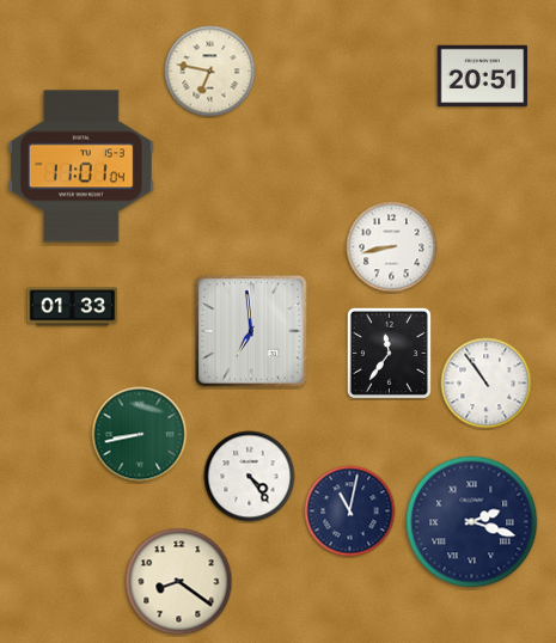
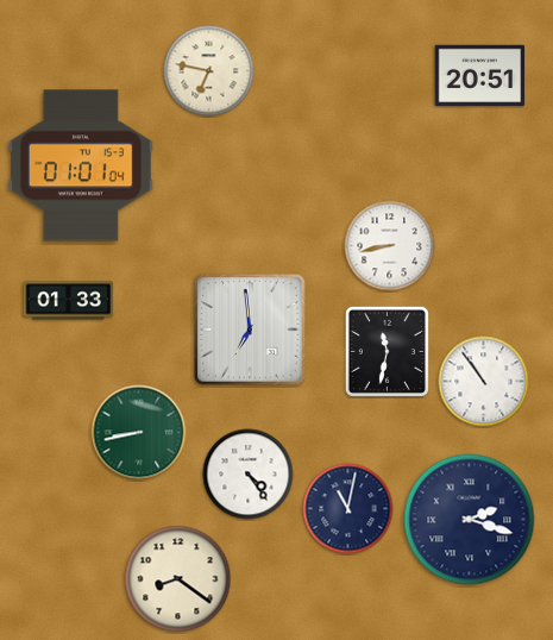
clock at (83, 166): 11:01 -> 01:01
clock at (73, 307) position: (73, 307) -> (69, 301)
clock at (389, 353): 11:36 -> 11:32
